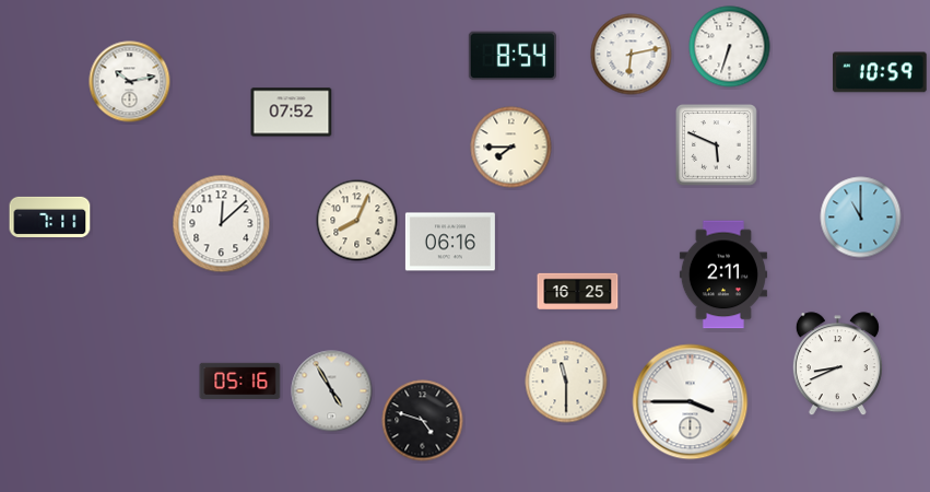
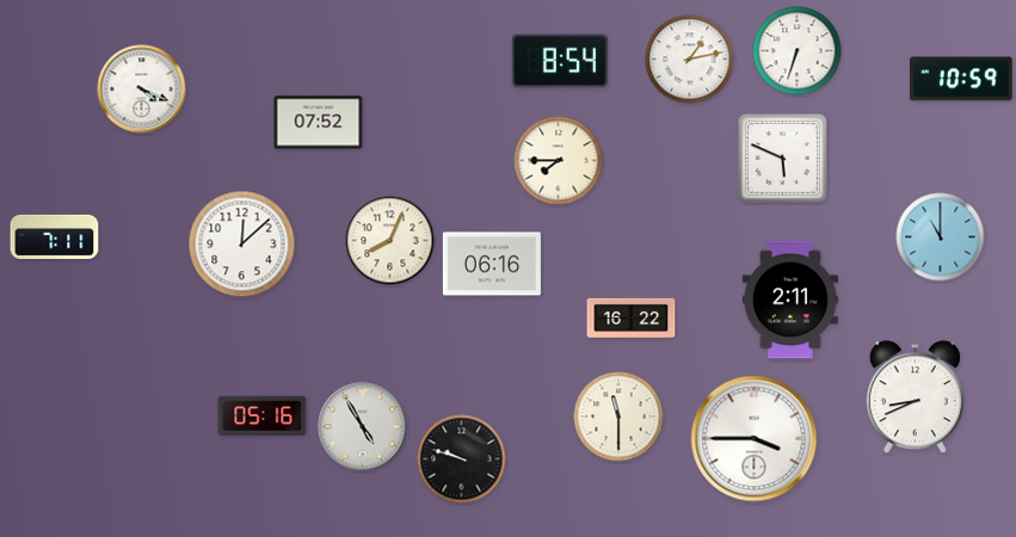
clock at (632, 55): 6:13 -> 1:13
clock at (130, 82): 10:13 -> 4:19
clock at (578, 292): 16:25 -> 16:22
clock at (423, 421): 4:48 -> 9:48
